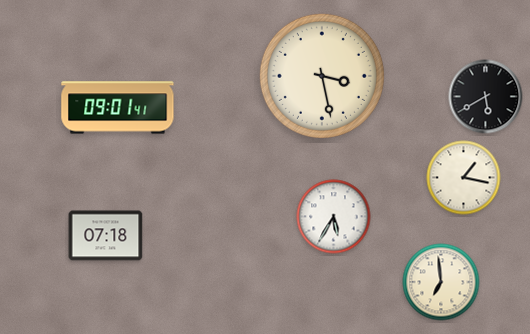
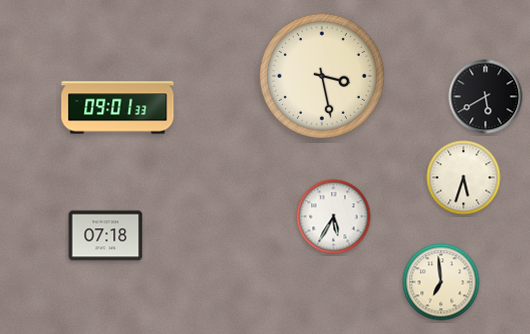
clock at (118, 108): 09:01:41 -> 09:01:33
clock at (464, 178): 1:17 -> 5:33
